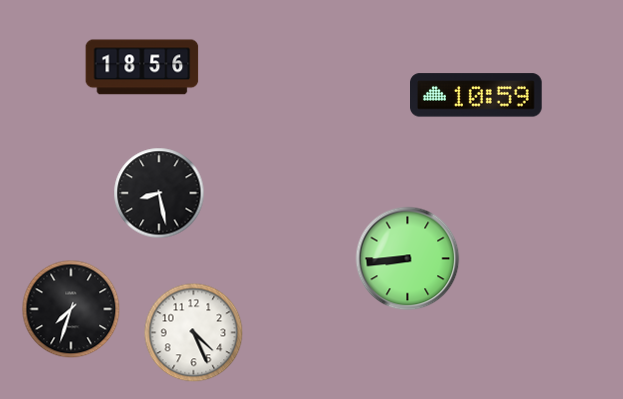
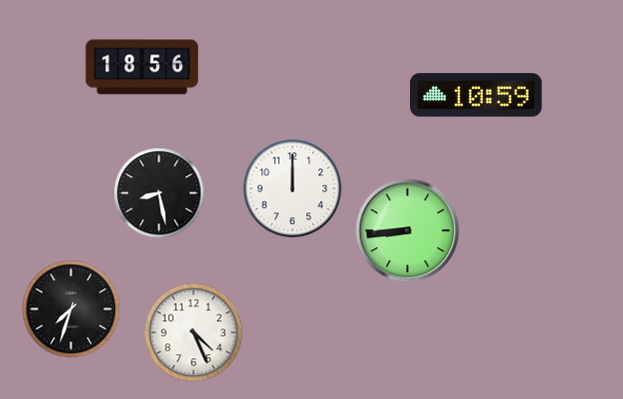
clock at (293, 189): none -> 12:00
clock at (408, 259) position: (408, 259) -> (408, 231)
